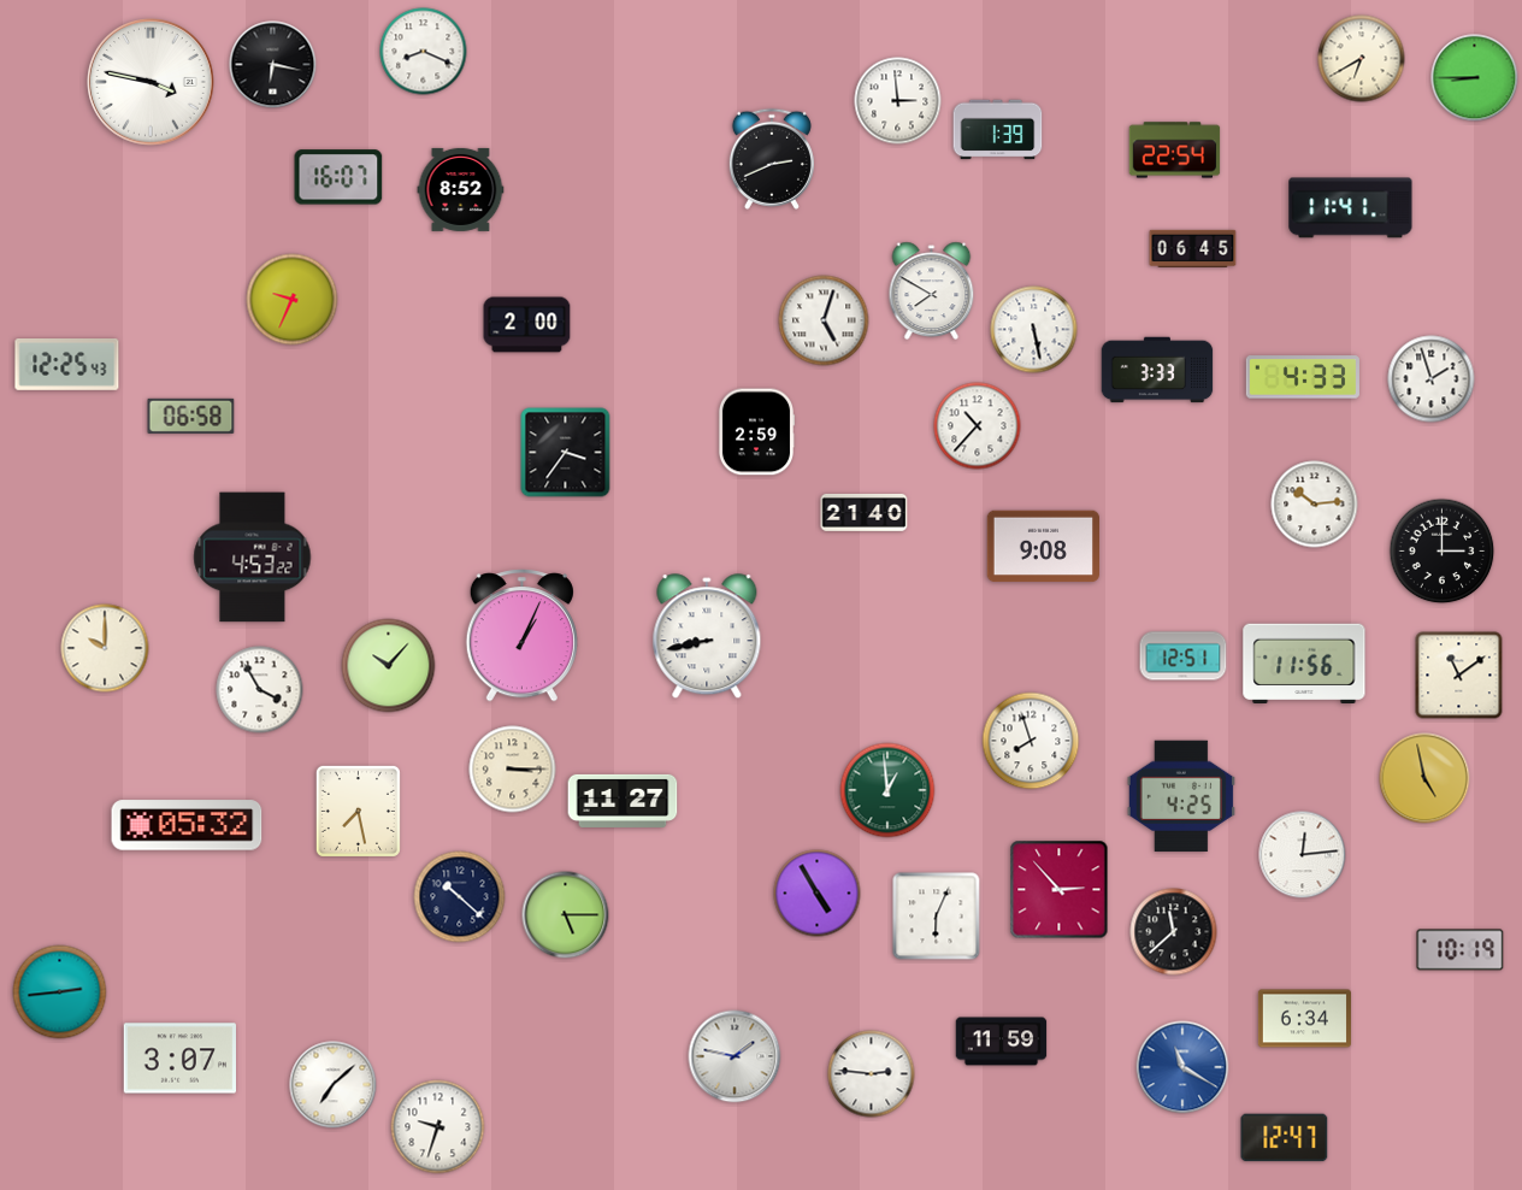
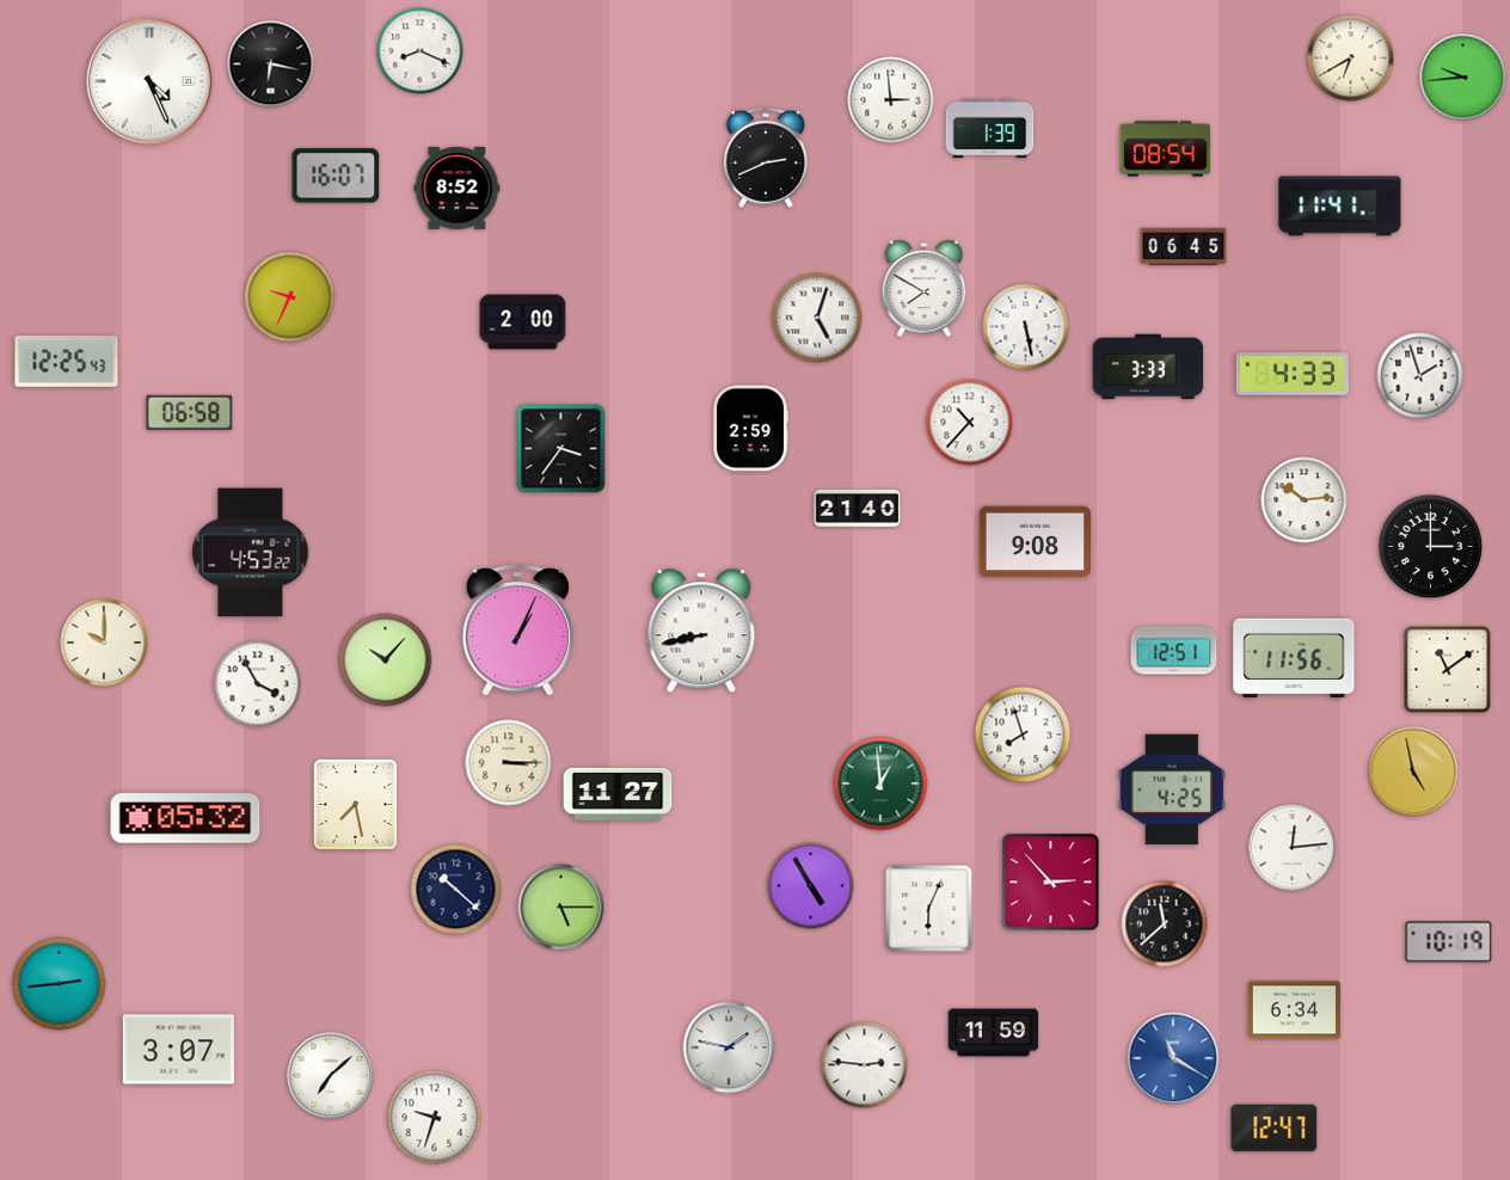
clock at (1475, 78): 8:45 -> 9:44
clock at (152, 83): 3:47 -> 4:26
clock at (1175, 151): 22:54 -> 08:54
